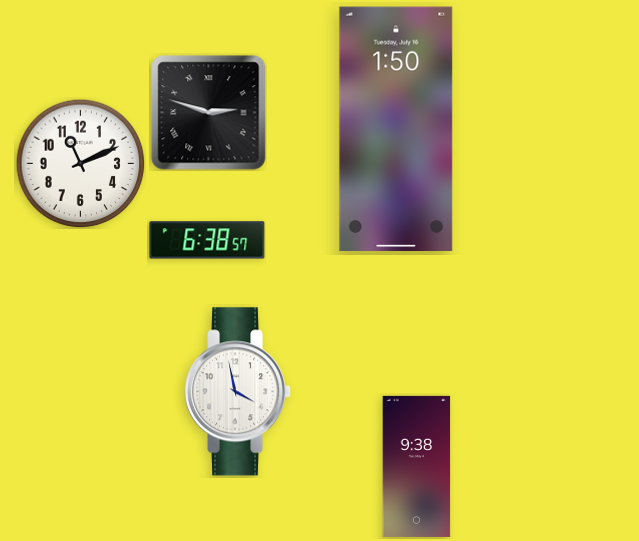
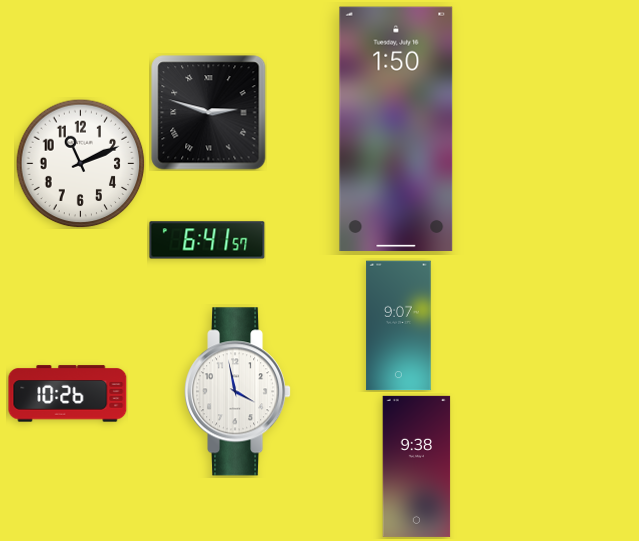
clock at (207, 240): 6:38 -> 6:41
clock at (399, 326): none -> 9:07
clock at (68, 394): none -> 10:26
